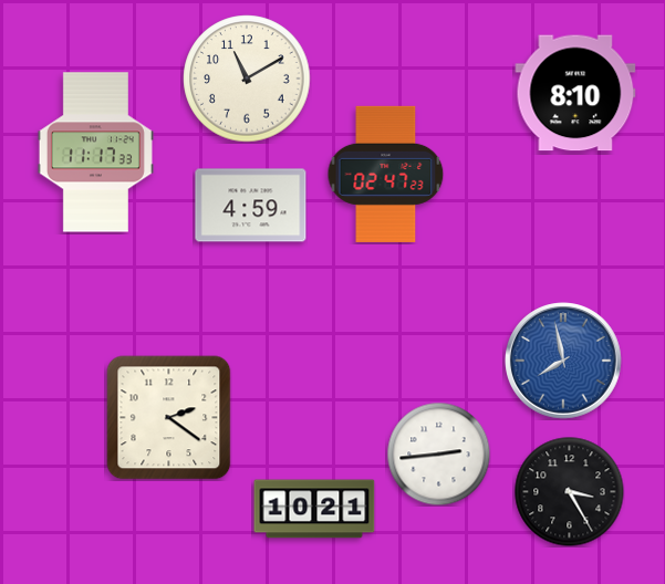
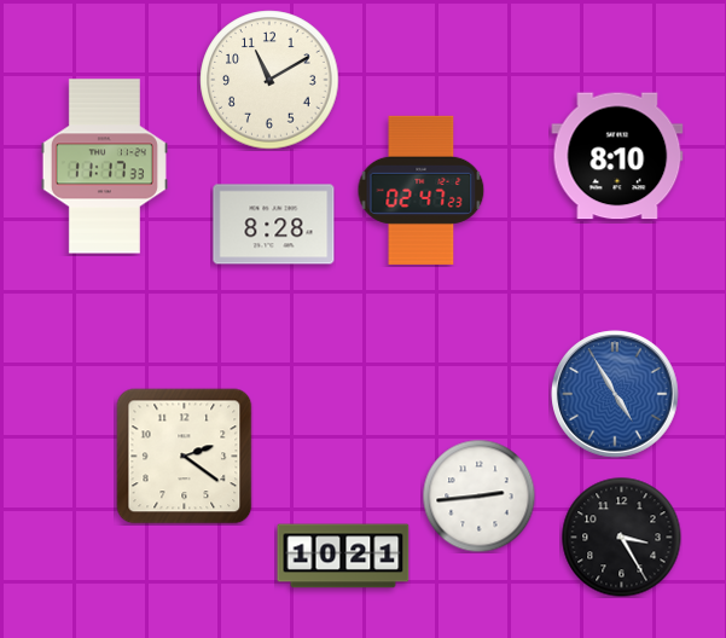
clock at (247, 79) position: (247, 79) -> (269, 80)
clock at (575, 93) position: (575, 93) -> (617, 156)
clock at (251, 206): 4:59 -> 8:28
clock at (563, 361): 7:58 -> 4:55
